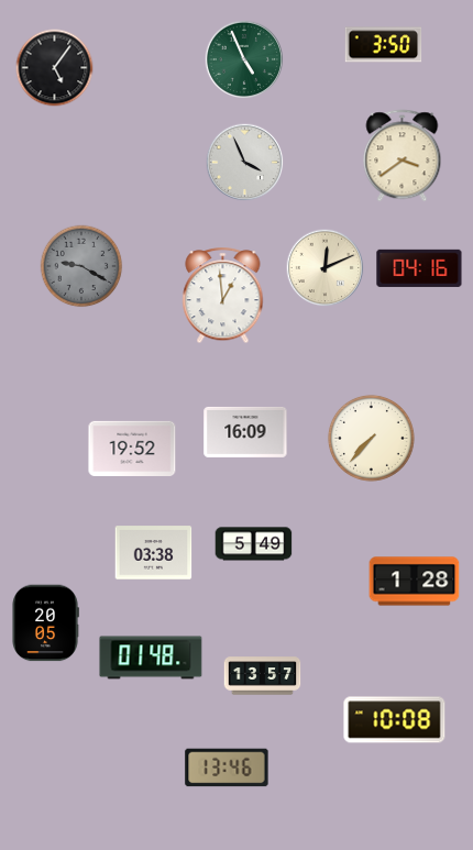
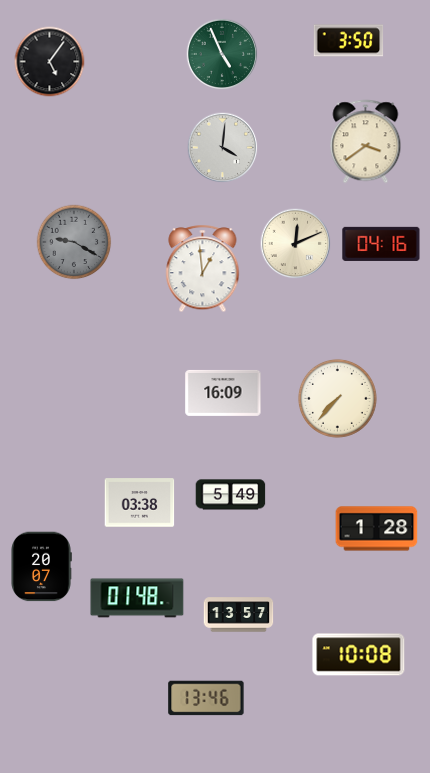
clock at (245, 163): 3:56 -> 4:01
clock at (132, 449): 19:52 -> none
clock at (45, 623): 20:05 -> 20:07
